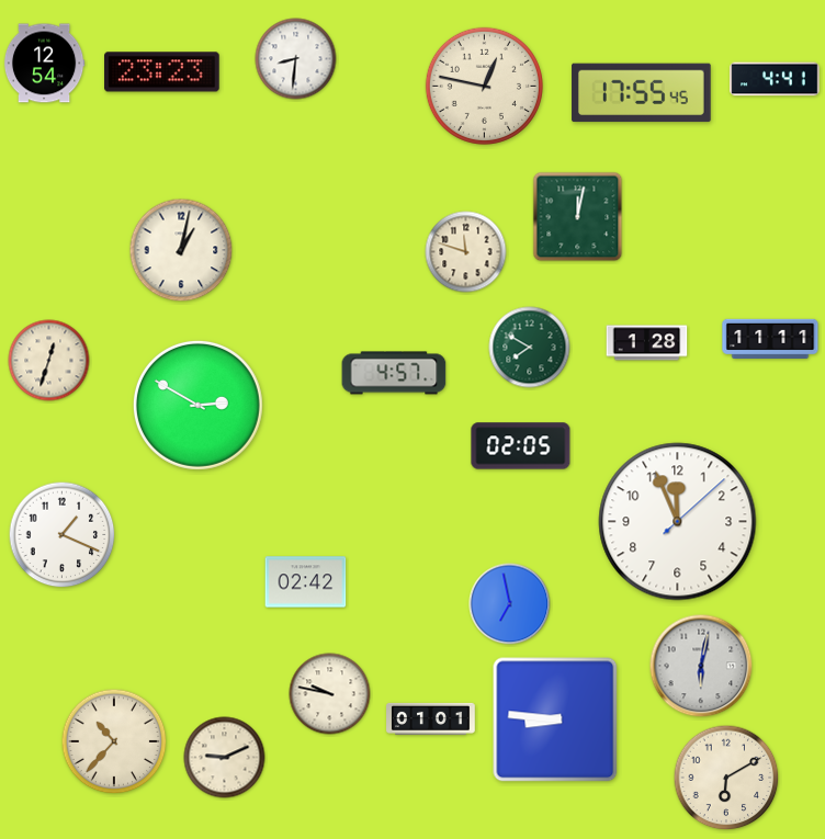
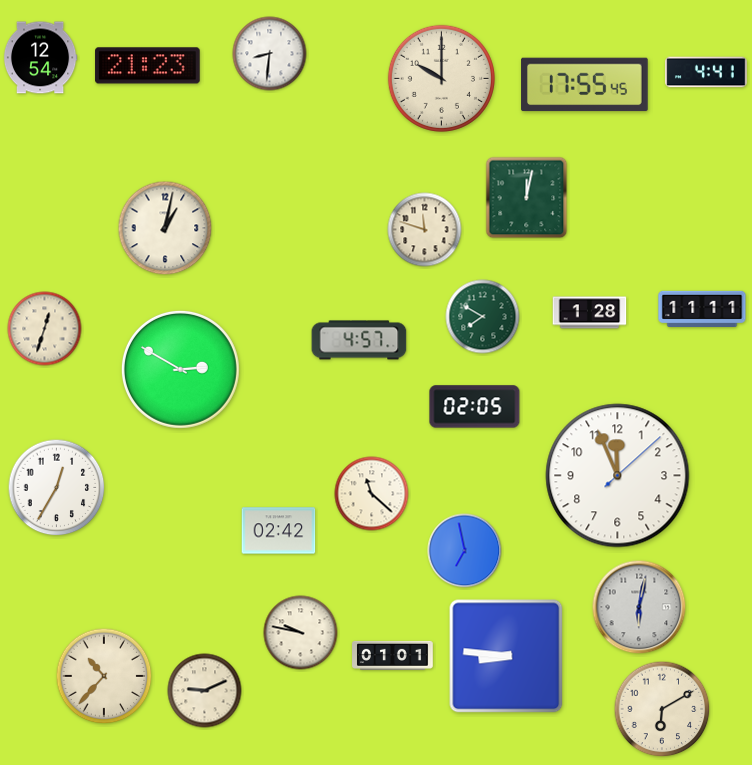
clock at (162, 72): 23:23 -> 21:23
clock at (484, 86): 12:47 -> 10:00
clock at (63, 535): 1:19 -> 12:35
clock at (372, 494): none -> 11:22
